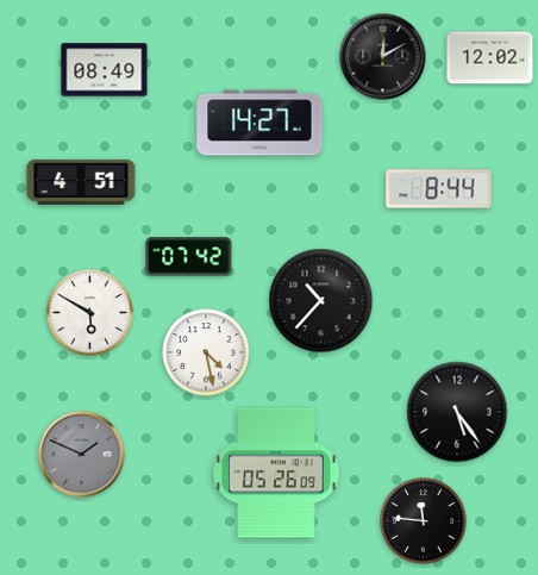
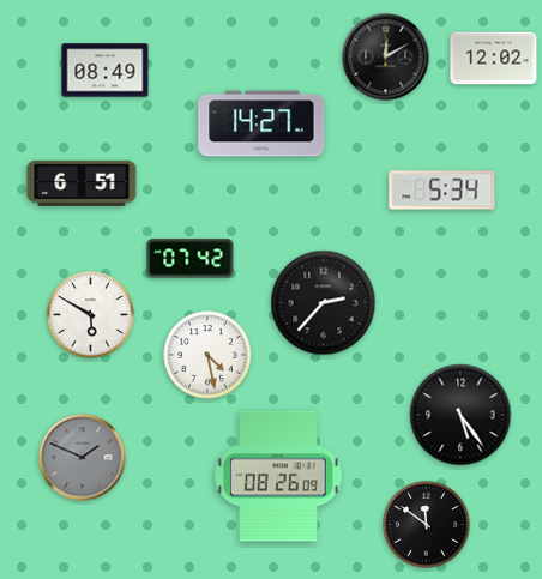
clock at (81, 182): 4:51 -> 6:51
clock at (439, 189): 8:44 -> 5:34
clock at (321, 301): 10:37 -> 2:37
clock at (276, 473): 05:26 -> 08:26
clock at (424, 521): 11:46 -> 11:51
